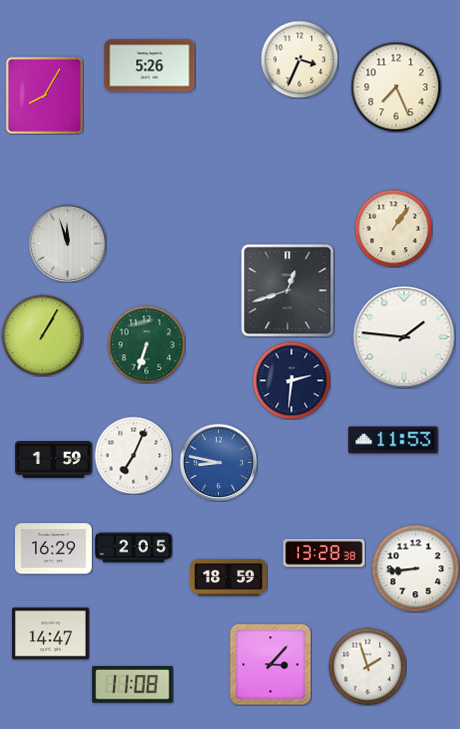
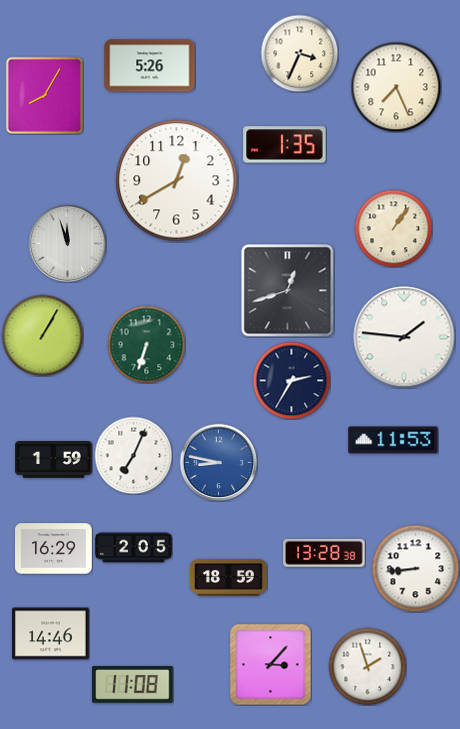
clock at (299, 59) position: (299, 59) -> (299, 53)
clock at (285, 145): none -> 1:35
clock at (177, 181): none -> 12:40
clock at (291, 380): 2:31 -> 2:35
clock at (51, 634): 14:47 -> 14:46
